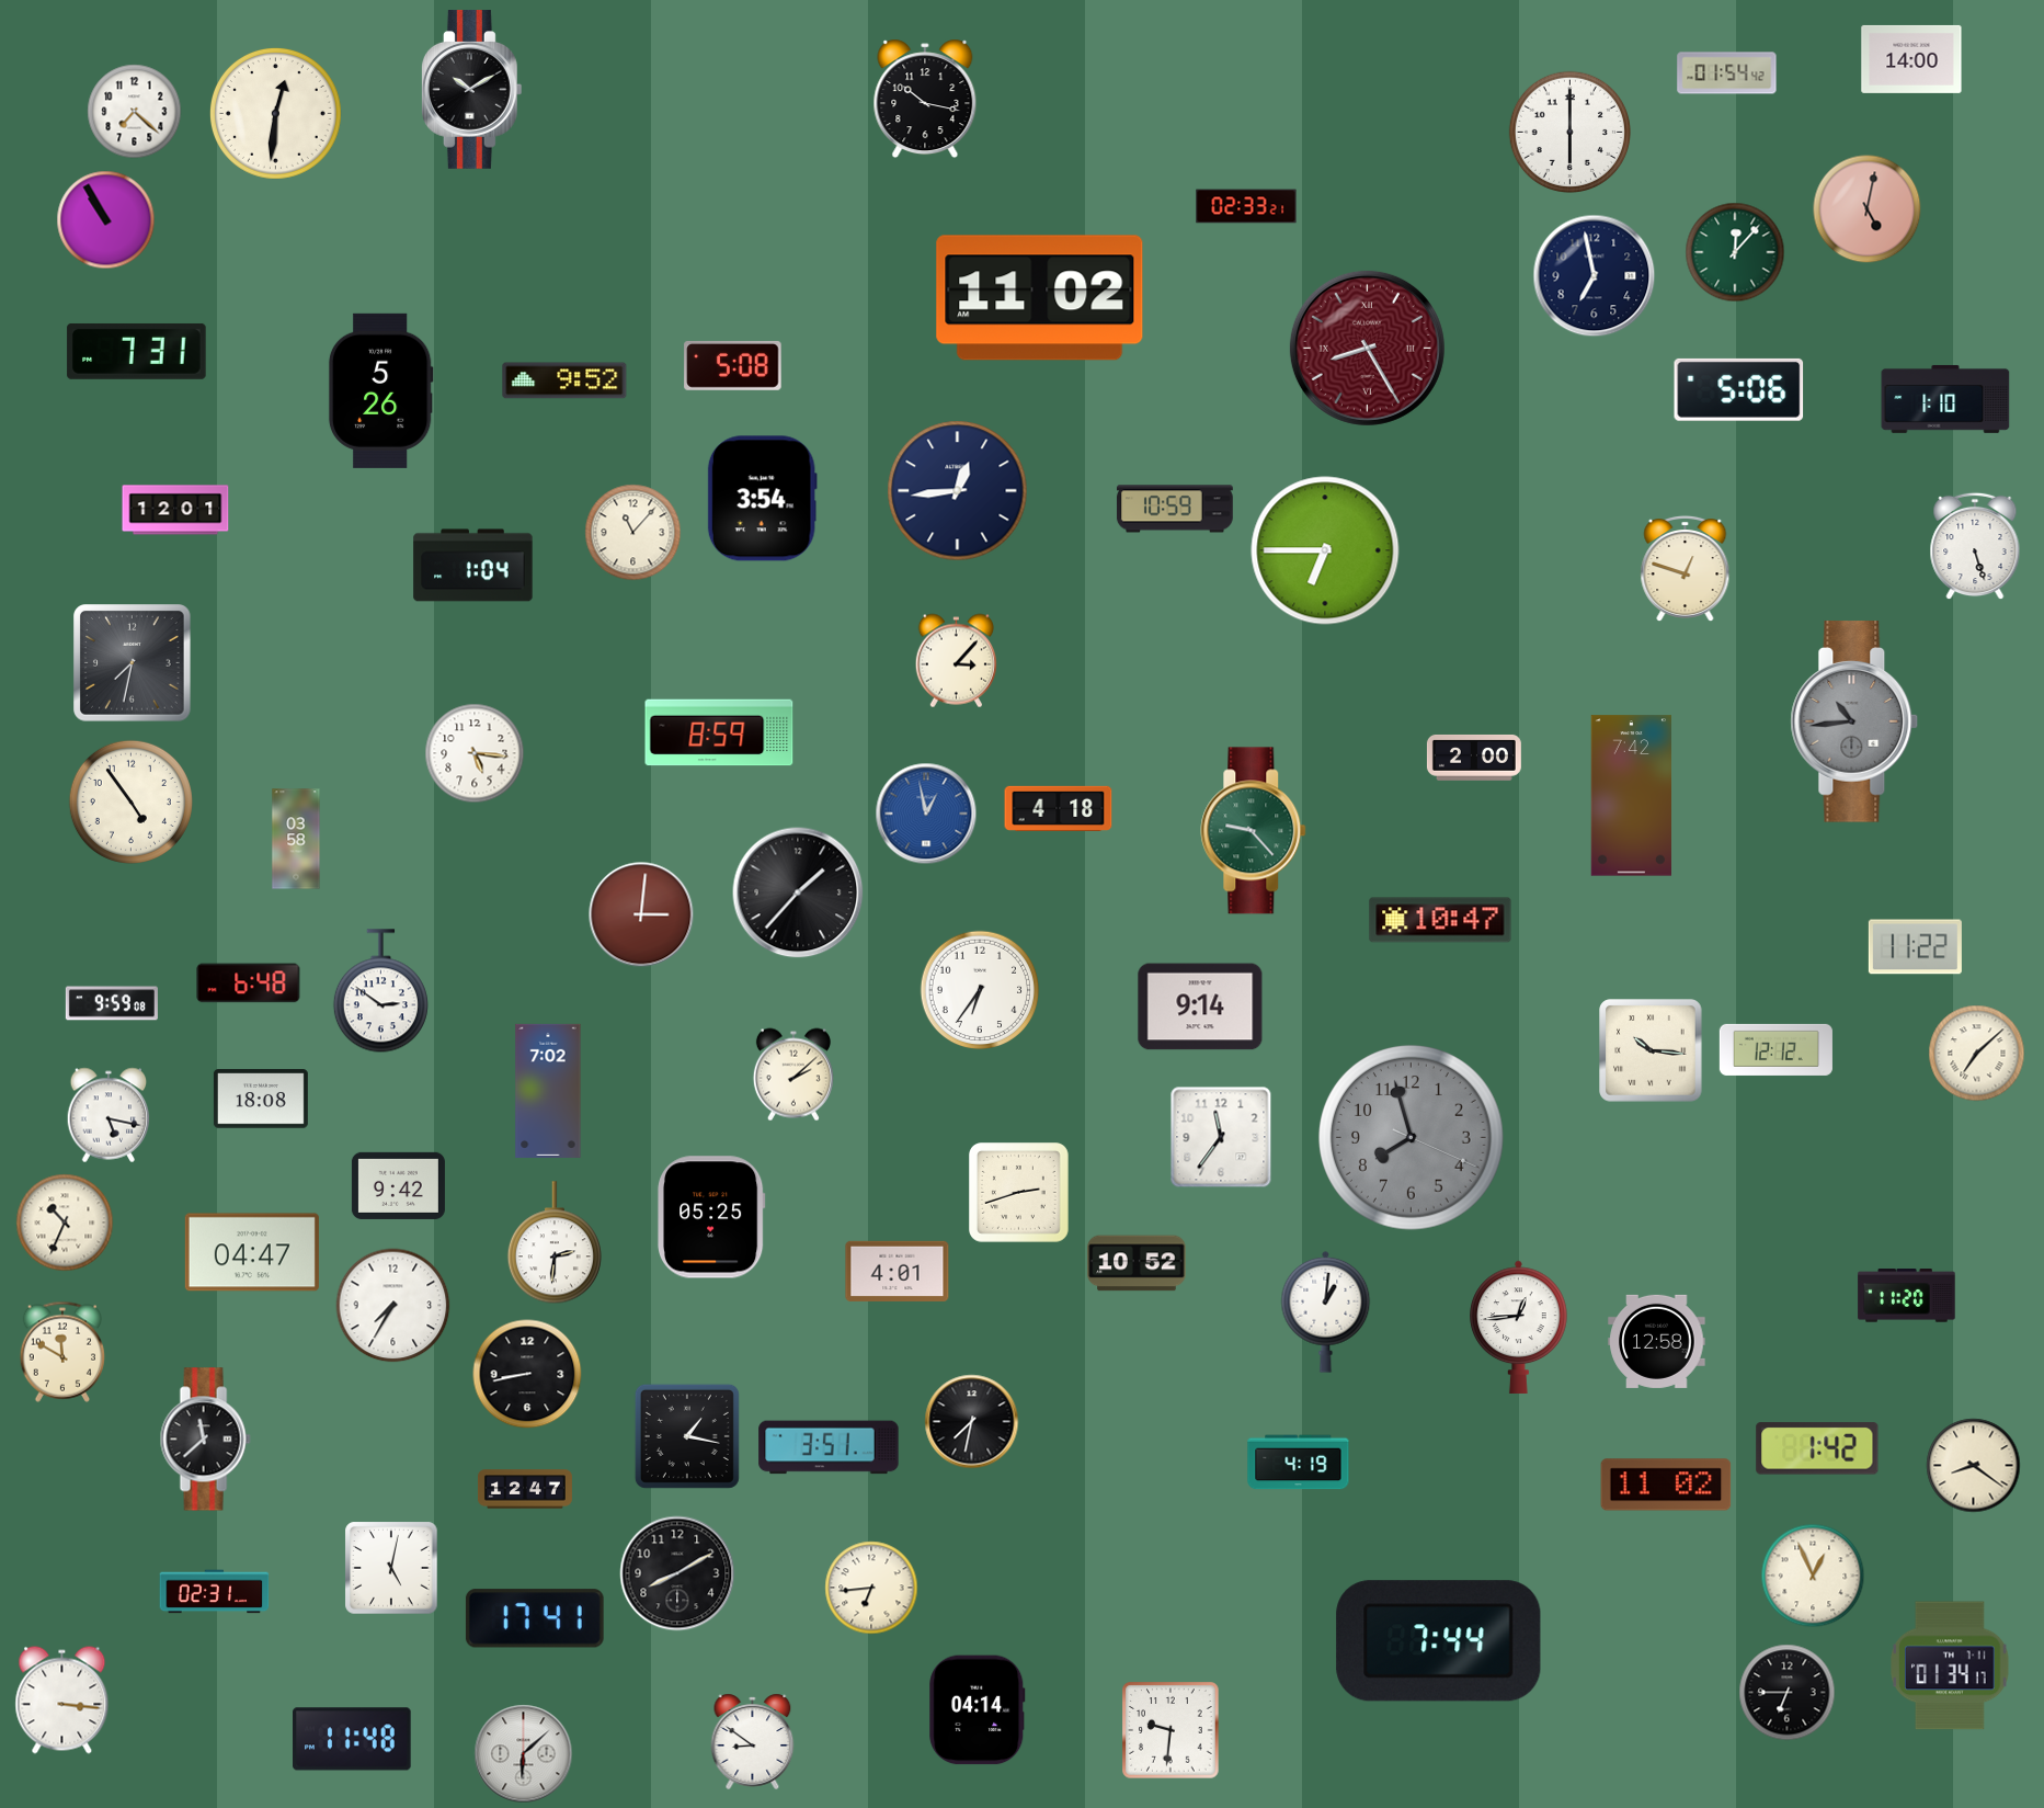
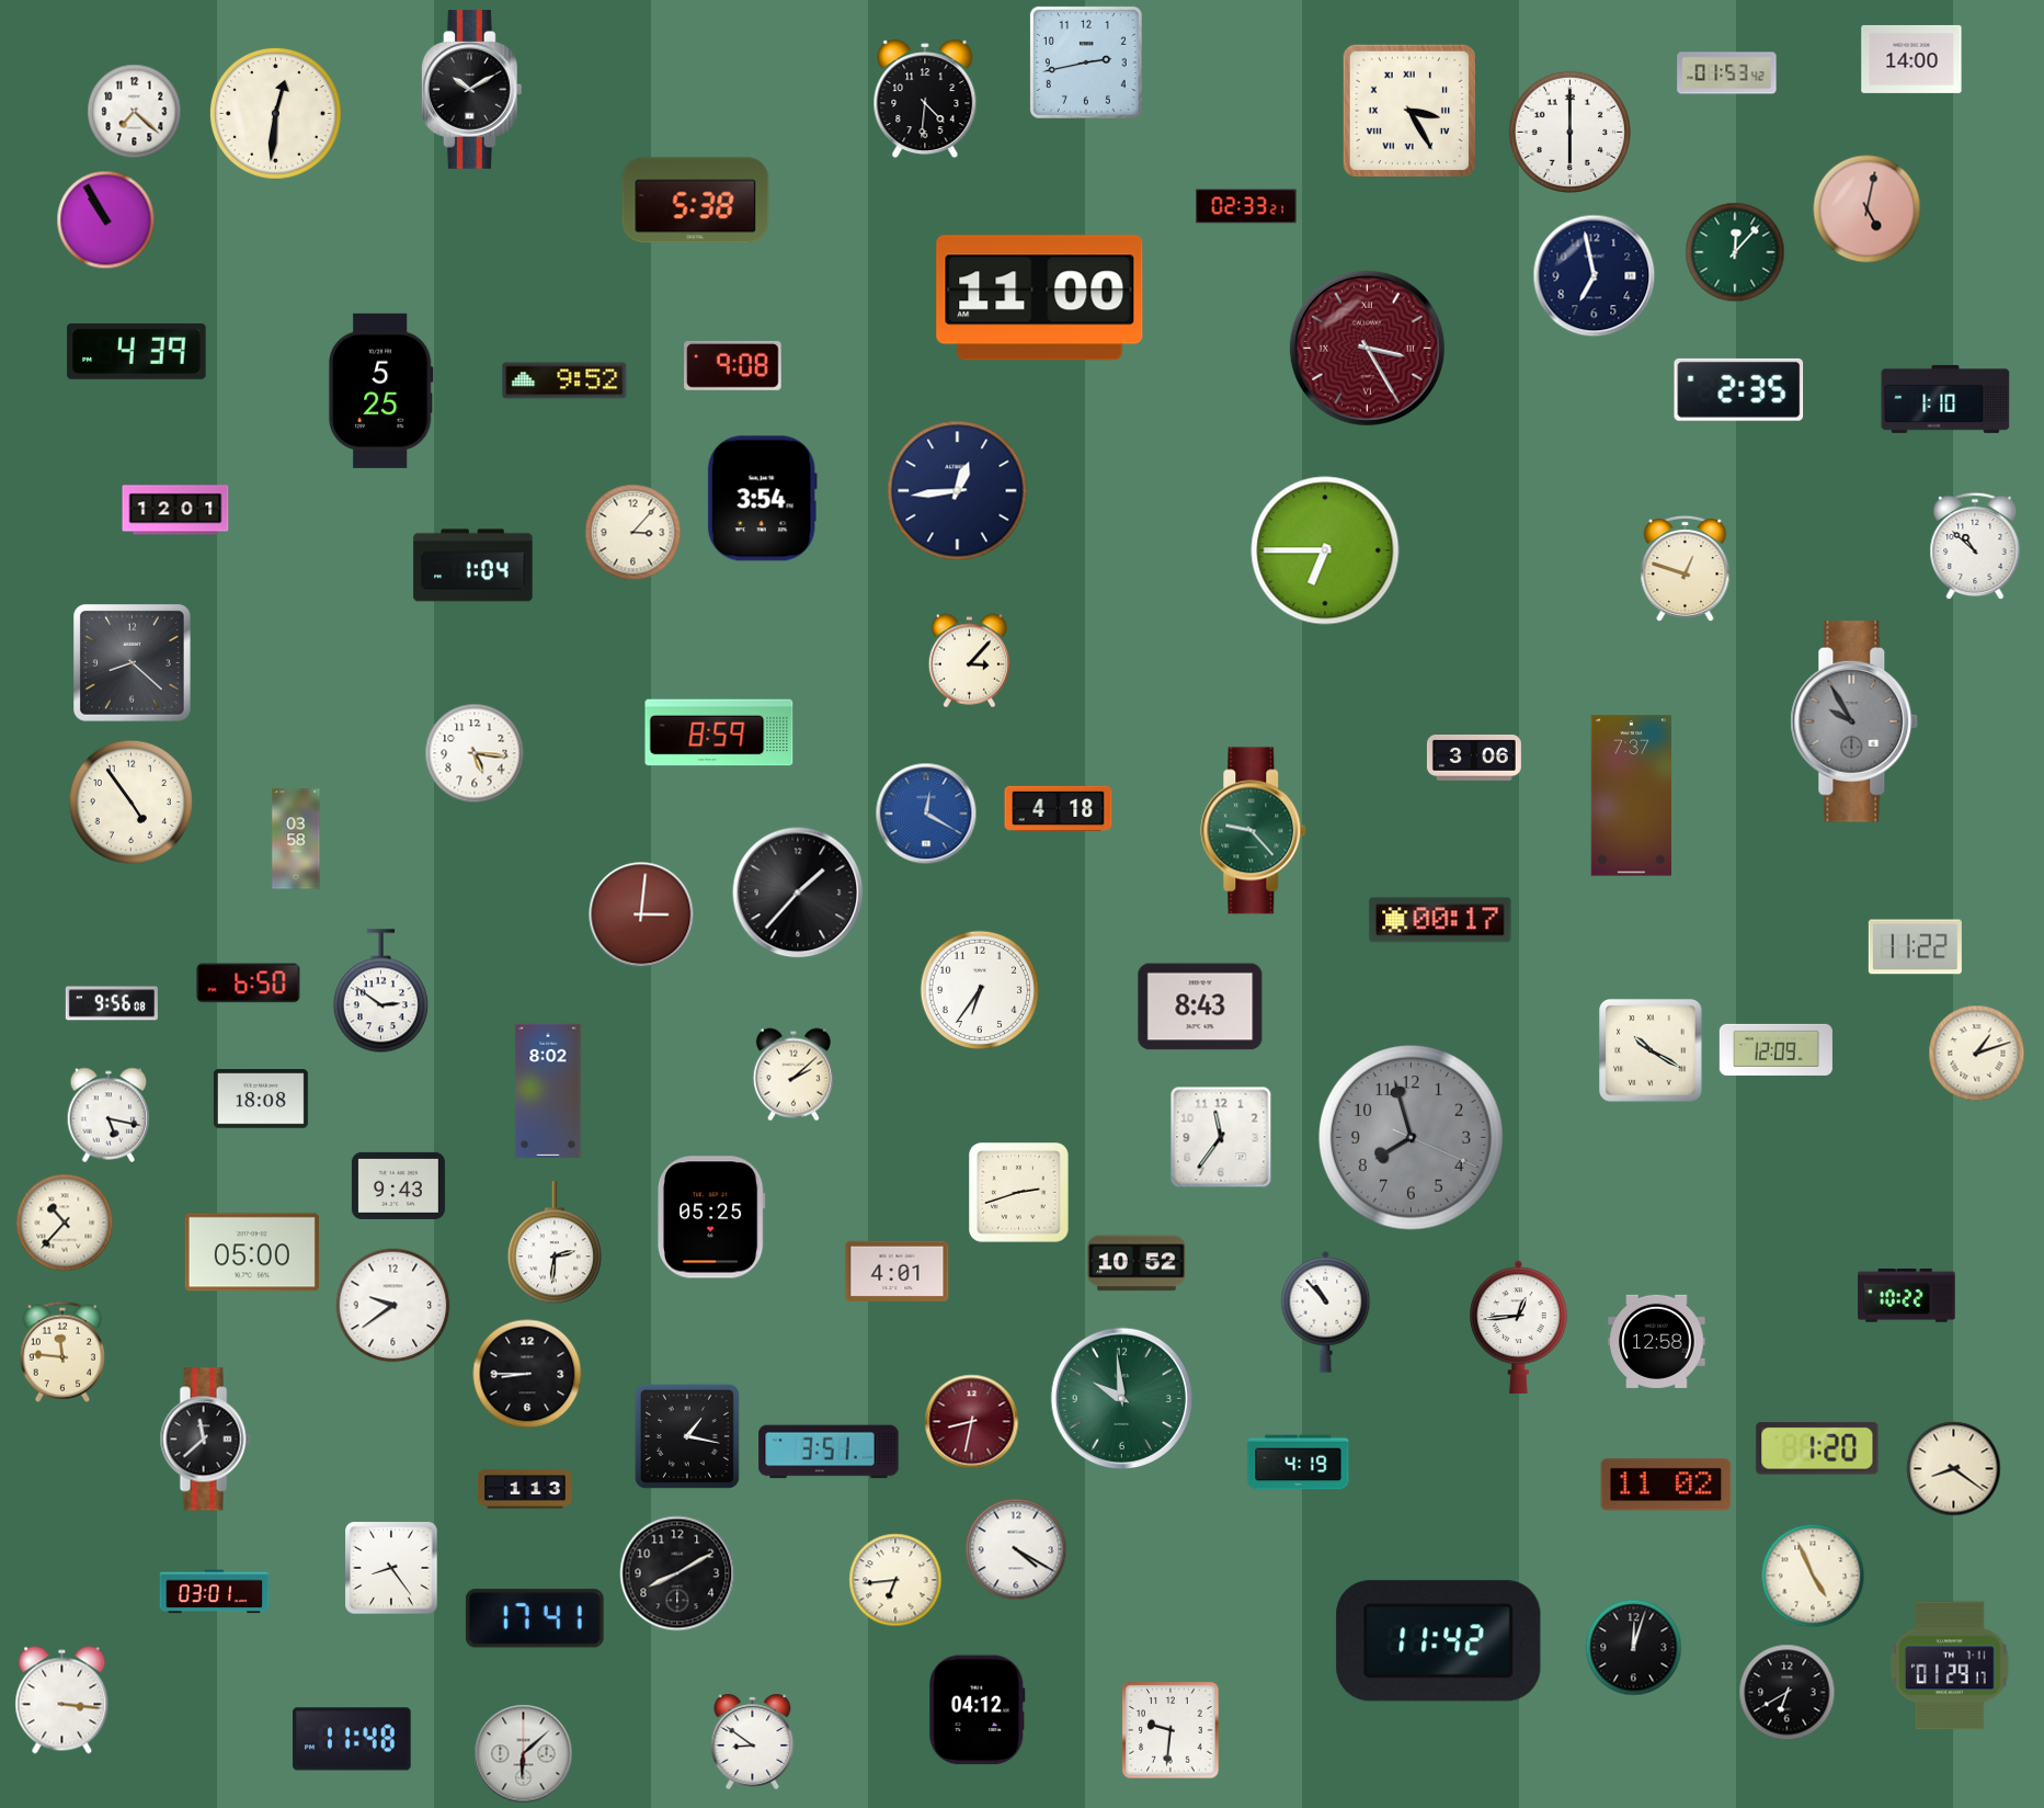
clock at (1086, 62): none -> 2:43
clock at (1727, 73): 01:54 -> 01:53
clock at (925, 99): 10:17 -> 4:31
clock at (1409, 111): none -> 3:25
clock at (696, 201): none -> 5:38
clock at (1040, 298): 11:02 -> 11:00
clock at (1367, 348): 8:25 -> 3:25
clock at (137, 351): 7:31 -> 4:39
clock at (733, 366): 5:08 -> 9:08
clock at (1739, 389): 5:06 -> 2:35
clock at (380, 390): 5:26 -> 5:25
clock at (1175, 509): 10:59 -> none
clock at (633, 533): 11:07 -> 3:07
clock at (1975, 546): 5:27 -> 10:52
clock at (956, 661) position: (956, 661) -> (969, 661)
clock at (133, 663): 7:32 -> 8:22
clock at (1854, 721): 10:44 -> 9:55
clock at (1474, 758): 2:00 -> 3:06
clock at (1631, 796): 7:42 -> 7:37
clock at (926, 814): 12:58 -> 12:20
clock at (1440, 920): 10:47 -> 00:17
clock at (249, 983): 6:48 -> 6:50
clock at (112, 1003): 9:59 -> 9:56
clock at (1200, 1007): 9:14 -> 8:43
clock at (1775, 1049): 12:12 -> 12:09
clock at (1651, 1050): 10:16 -> 10:20
clock at (1977, 1054): 7:08 -> 1:12
clock at (548, 1091): 7:02 -> 8:02
clock at (398, 1185): 9:42 -> 9:43
clock at (65, 1223): 10:34 -> 10:37
clock at (252, 1252): 04:47 -> 05:00
clock at (1907, 1296): 11:20 -> 10:22
clock at (393, 1306): 7:35 -> 9:39
clock at (1326, 1311): 1:01 -> 10:53
clock at (61, 1352): 11:50 -> 11:46
clock at (527, 1374): 8:43 -> 8:45
clock at (1121, 1398): none -> 9:59
clock at (972, 1422): 7:32 -> 8:32
clock at (972, 1422) dial: black -> burgundy
clock at (829, 1447) position: (829, 1447) -> (829, 1452)
clock at (1817, 1448): 1:42 -> 1:20
clock at (1974, 1466) position: (1974, 1466) -> (1954, 1469)
clock at (525, 1489): 12:47 -> 1:13
clock at (1016, 1549): none -> 4:20
clock at (391, 1568): 5:02 -> 8:24
clock at (1813, 1576): 12:56 -> 4:56
clock at (871, 1588) position: (871, 1588) -> (895, 1580)
clock at (215, 1592): 02:31 -> 03:01
clock at (1439, 1641): 7:44 -> 11:42
clock at (1634, 1648): none -> 12:03
clock at (1950, 1665): 01:34 -> 01:29
clock at (1788, 1693): 6:45 -> 6:40
clock at (978, 1710): 04:14 -> 04:12
